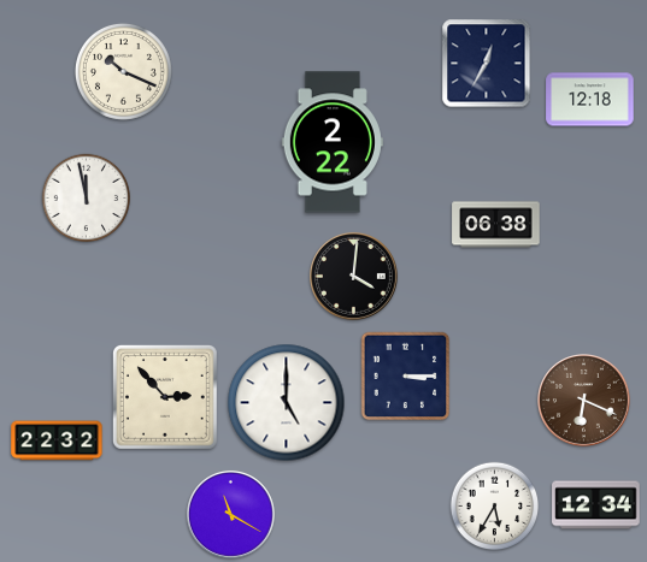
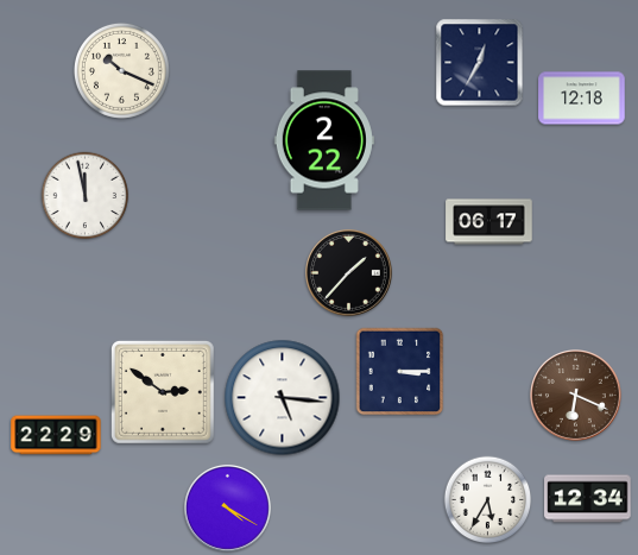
clock at (333, 142) position: (333, 142) -> (324, 140)
clock at (496, 225): 06:38 -> 06:17
clock at (353, 276): 4:01 -> 1:37
clock at (166, 398): 2:53 -> 2:51
clock at (287, 403): 5:00 -> 5:16
clock at (57, 440): 22:32 -> 22:29
clock at (230, 514): 11:20 -> 4:20
